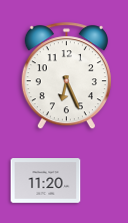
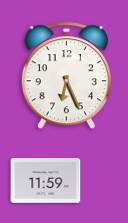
clock at (46, 181): 11:20 -> 11:59
